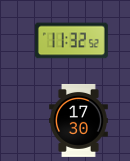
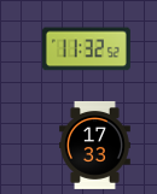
clock at (79, 120): 17:30 -> 17:33
